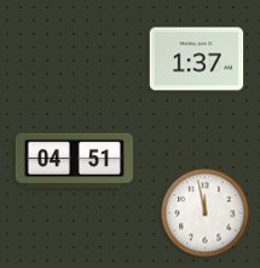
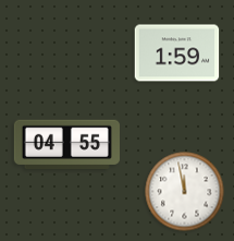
clock at (197, 59): 1:37 -> 1:59
clock at (74, 160): 04:51 -> 04:55
